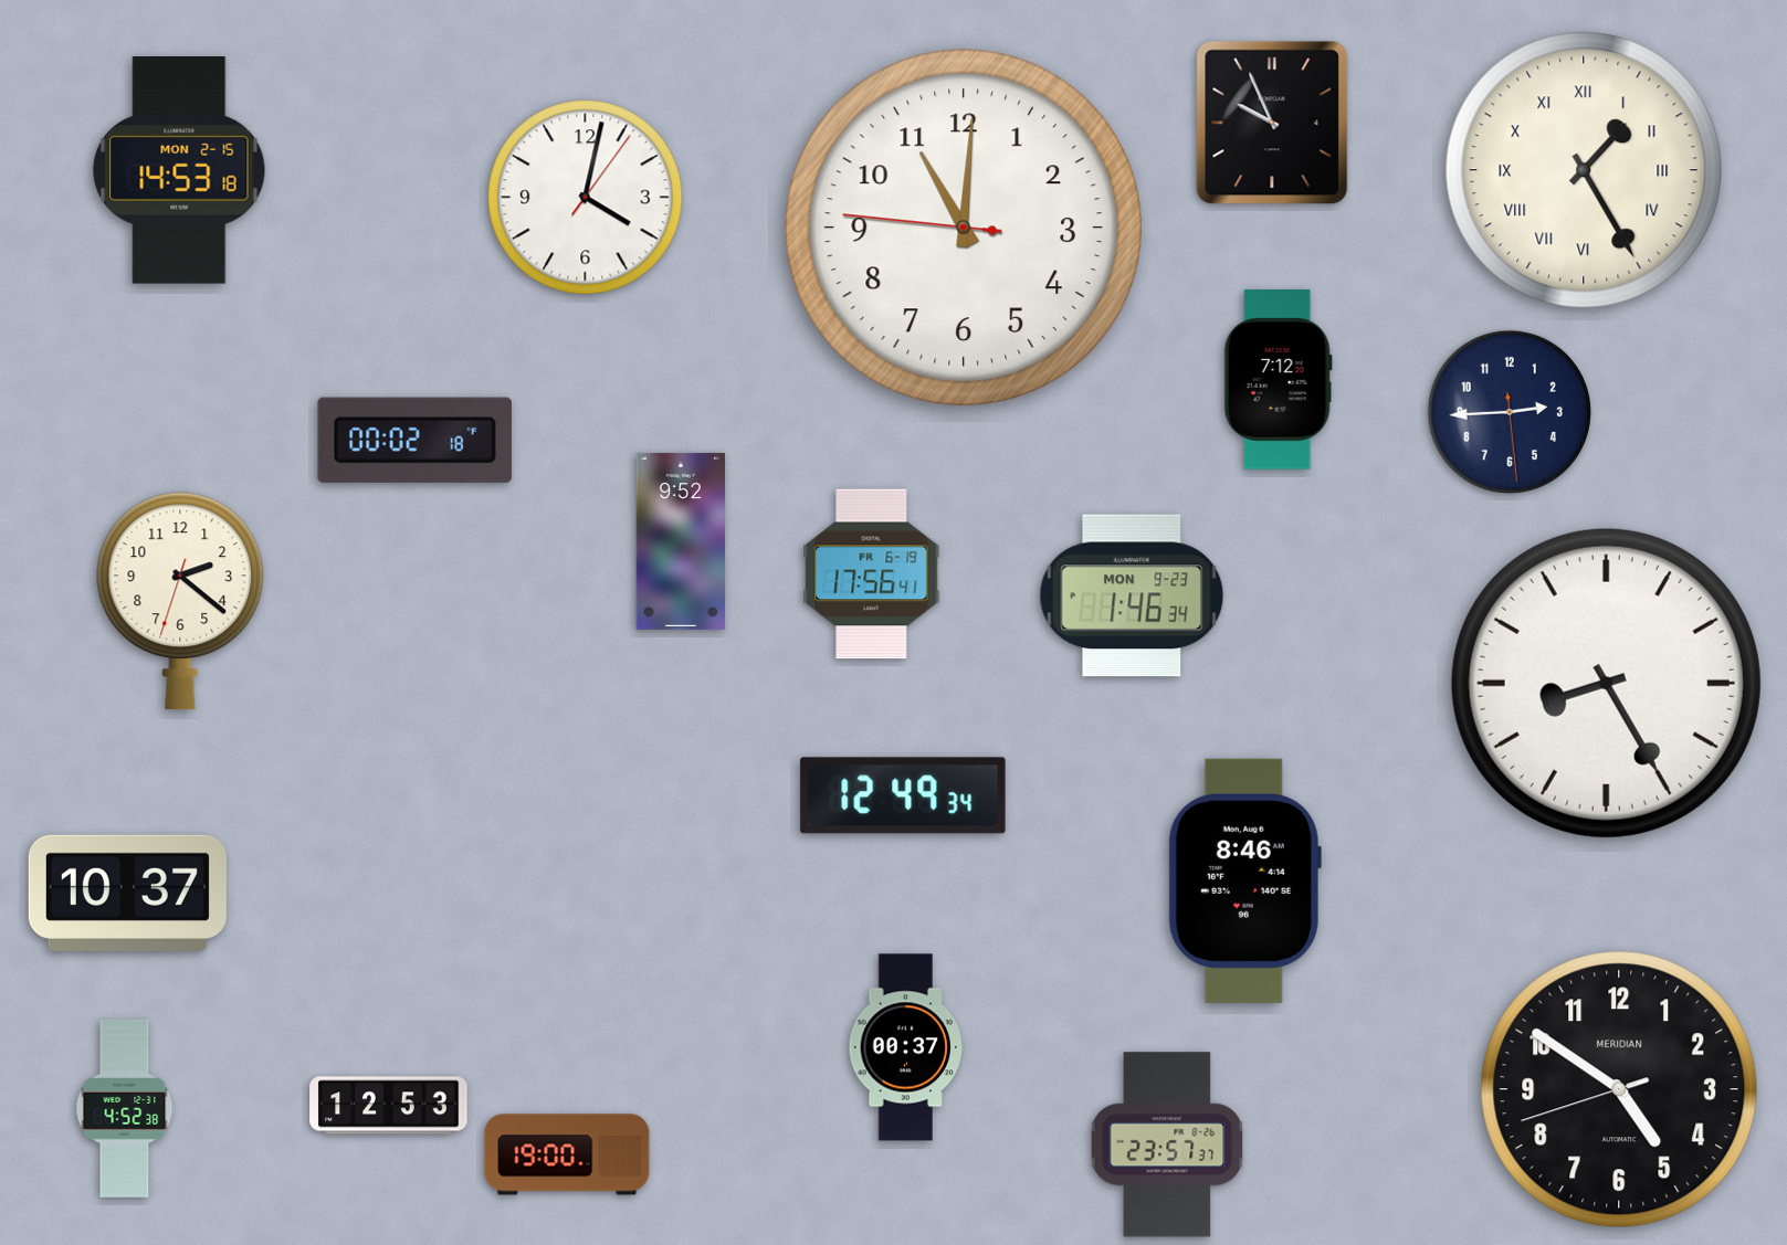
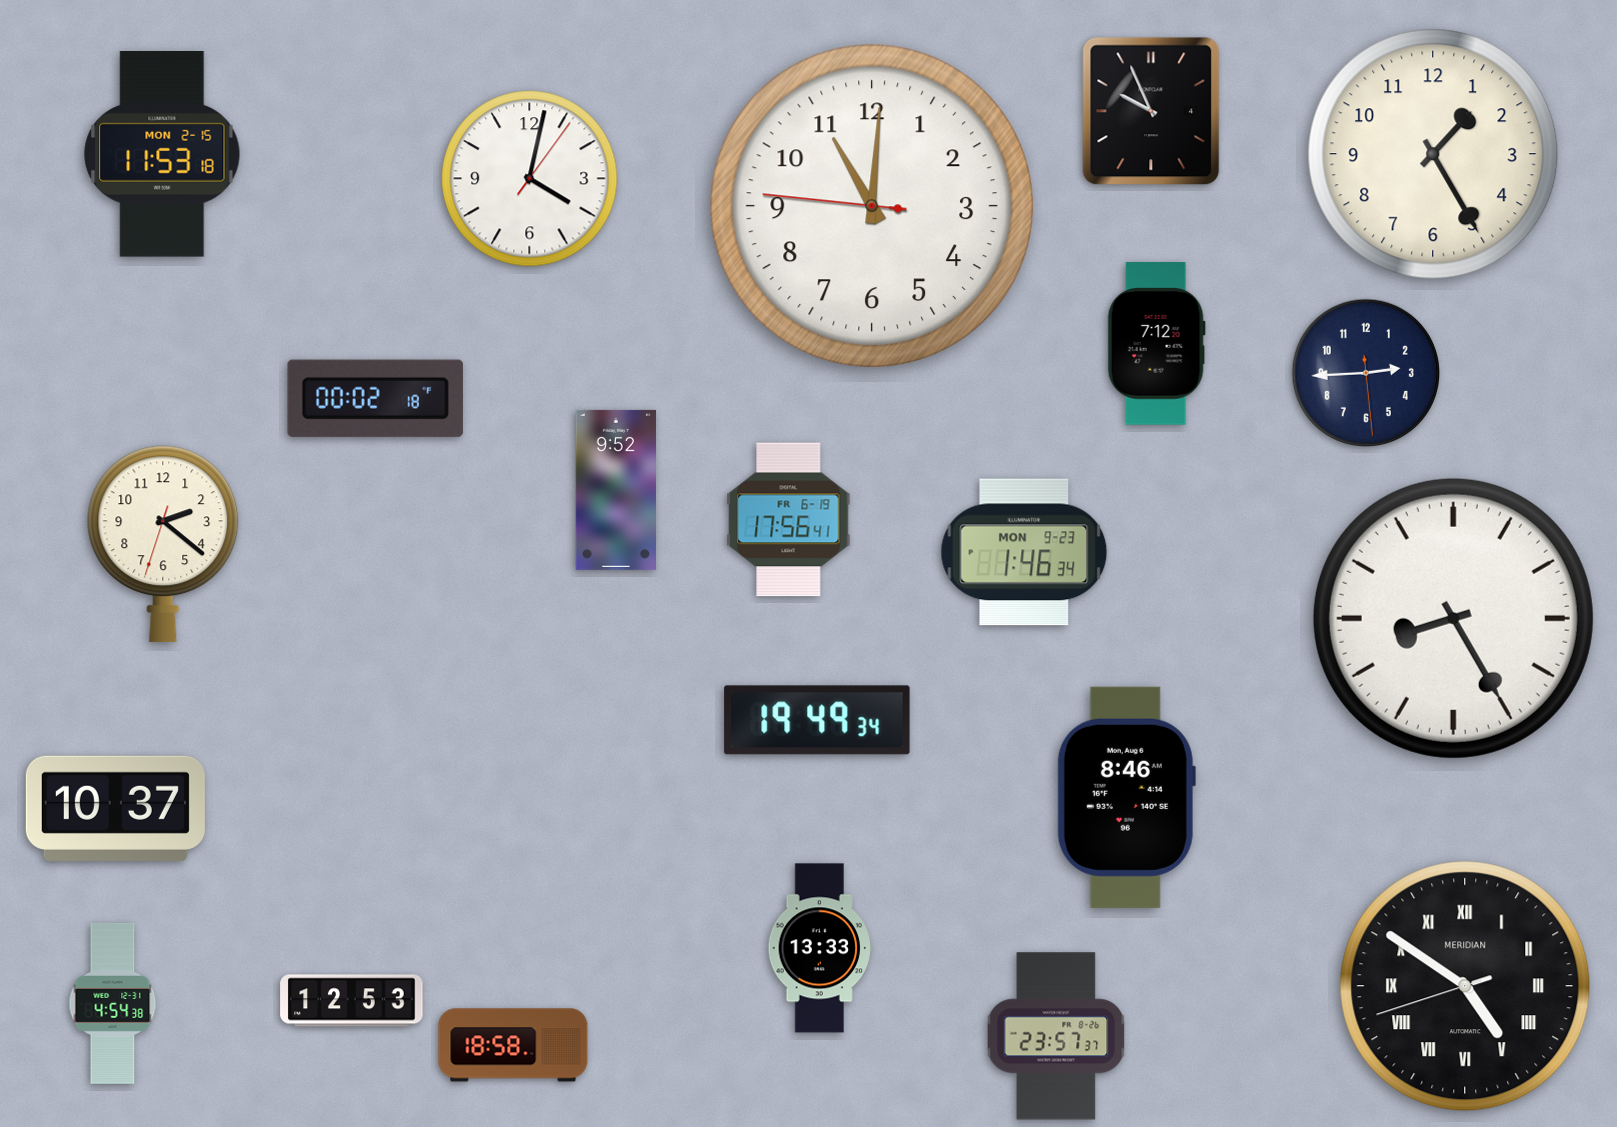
clock at (1584, 170) numerals: Roman -> Arabic
clock at (179, 171): 14:53 -> 11:53
clock at (1132, 595) position: (1132, 595) -> (1024, 552)
clock at (903, 795): 12:49 -> 19:49
clock at (905, 1047): 00:37 -> 13:33
clock at (1619, 1089) numerals: Arabic -> Roman
clock at (125, 1109): 4:52 -> 4:54
clock at (567, 1154): 19:00 -> 18:58
